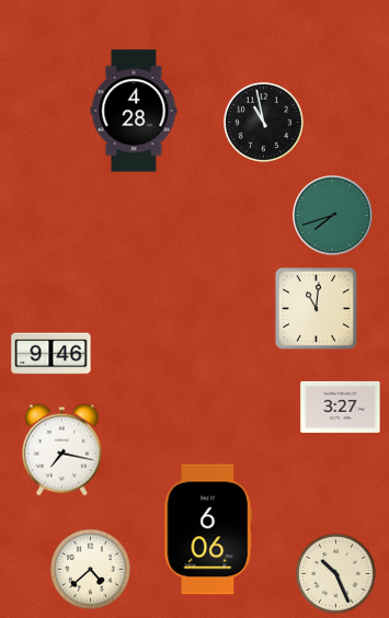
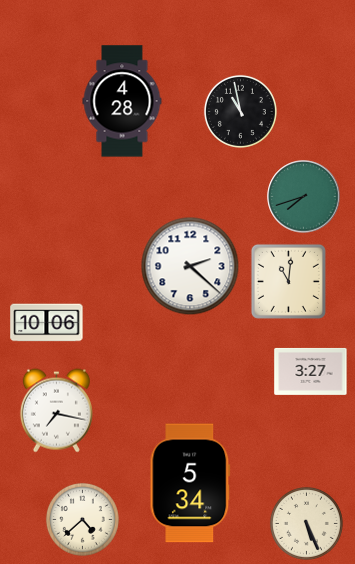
clock at (190, 266): none -> 2:22
clock at (52, 354): 9:46 -> 10:06
clock at (208, 529): 6:06 -> 5:34
clock at (335, 573): 10:26 -> 5:26
